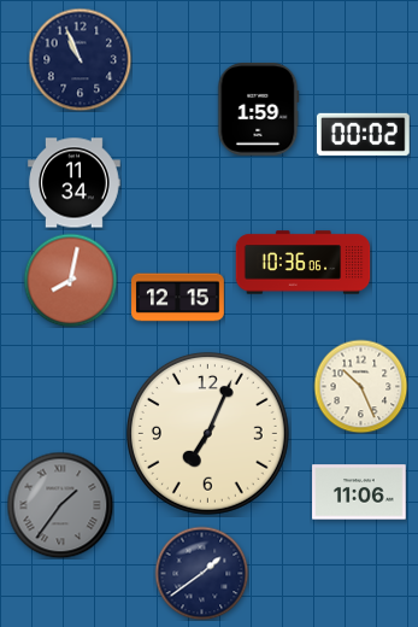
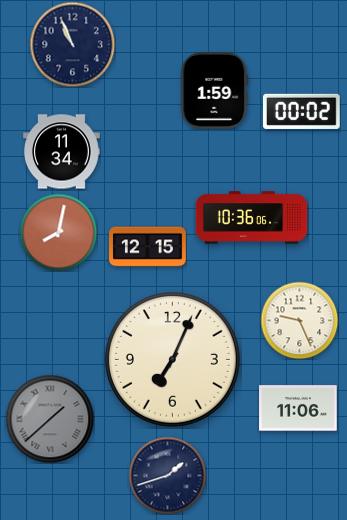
clock at (80, 59) position: (80, 59) -> (72, 44)
clock at (360, 386): 10:26 -> 9:26
clock at (60, 505): 1:36 -> 1:38
clock at (201, 573): 1:39 -> 1:42
